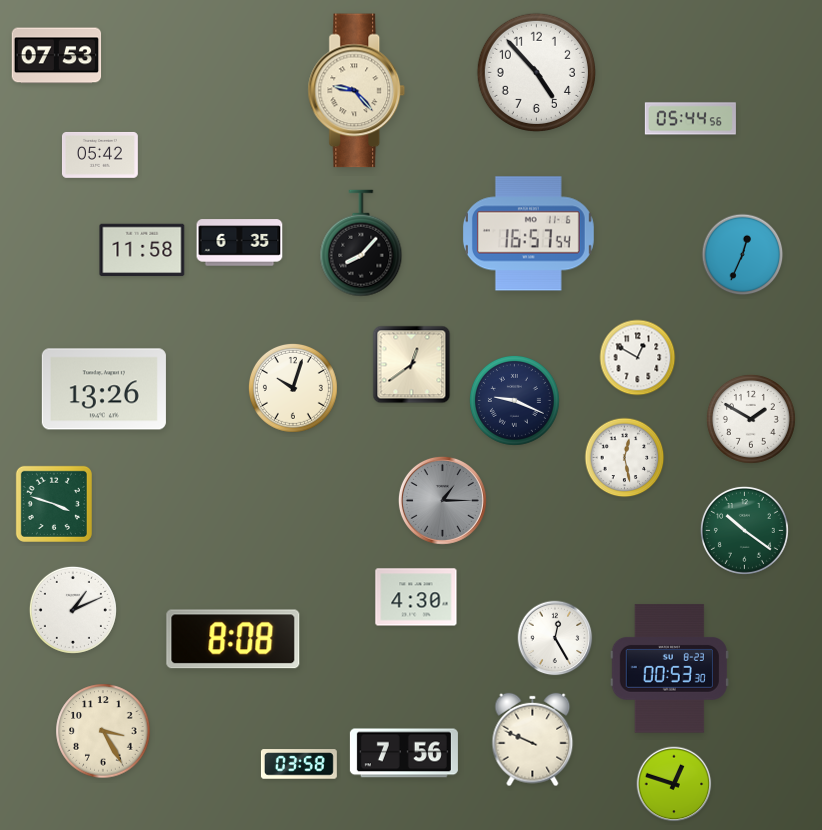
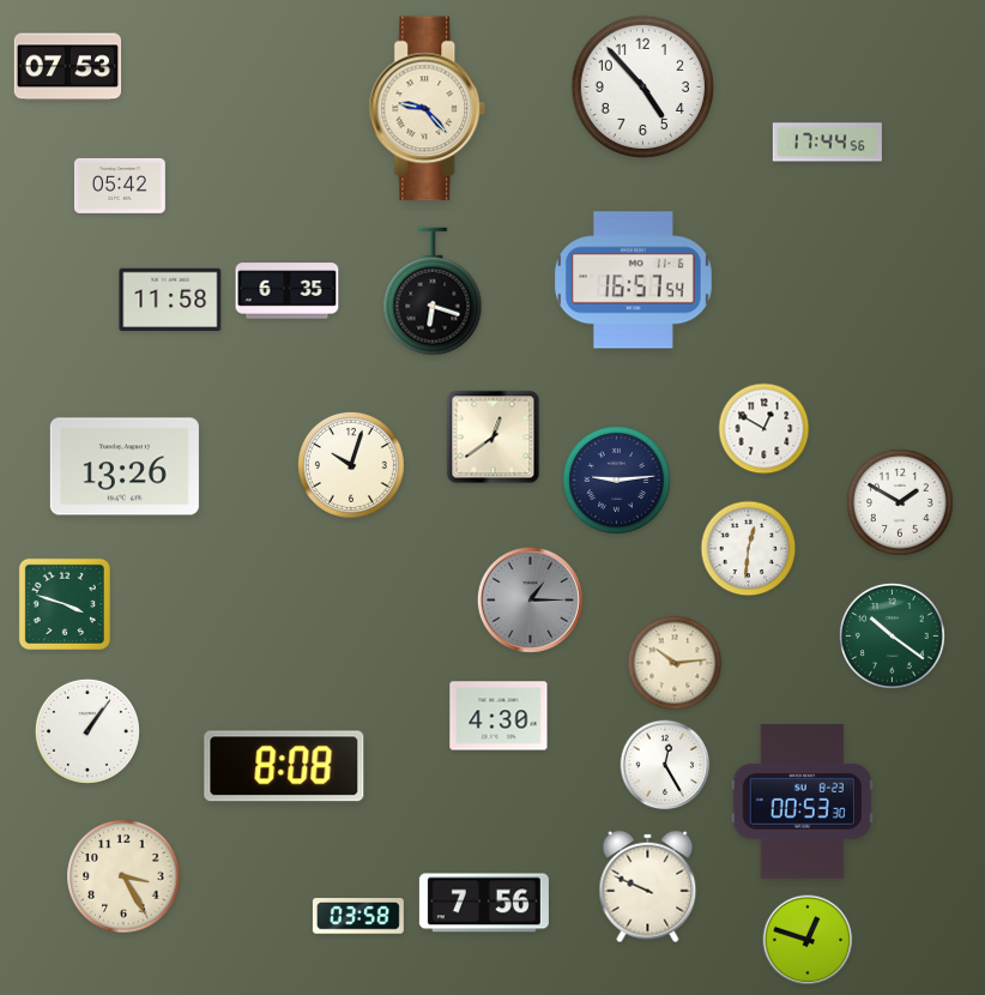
clock at (690, 119): 05:44 -> 17:44
clock at (361, 243): 8:07 -> 6:18
clock at (743, 255): 12:34 -> none
clock at (515, 401): 9:19 -> 9:14
clock at (625, 458): 12:28 -> 12:31
clock at (675, 663): none -> 10:14
clock at (73, 610): 1:11 -> 1:06
clock at (233, 639) position: (233, 639) -> (284, 766)
clock at (533, 740) position: (533, 740) -> (648, 887)
